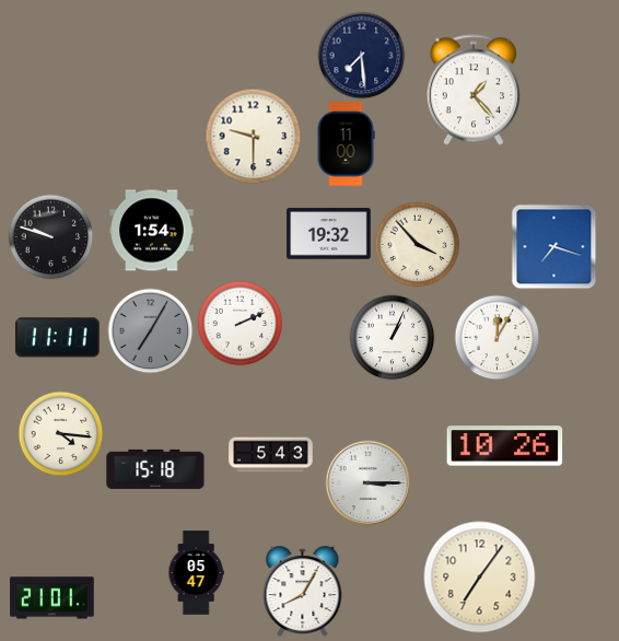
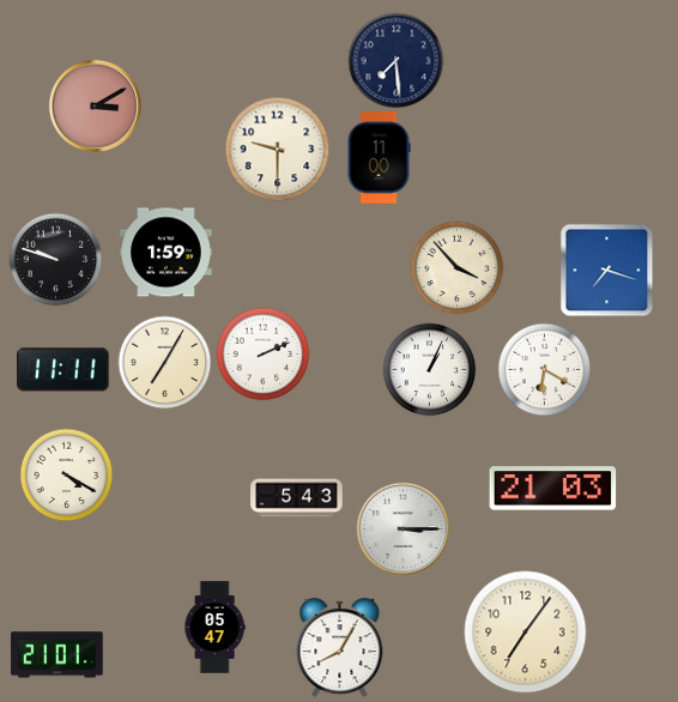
clock at (474, 90): 1:23 -> none
clock at (95, 105): none -> 3:10
clock at (152, 231): 1:54 -> 1:59
clock at (329, 234): 19:32 -> none
clock at (150, 330) dial: grey -> cream
clock at (497, 337): 12:05 -> 6:20
clock at (60, 433): 4:16 -> 4:20
clock at (505, 446): 10:26 -> 21:03
clock at (155, 469): 15:18 -> none
clock at (303, 592) position: (303, 592) -> (340, 648)
